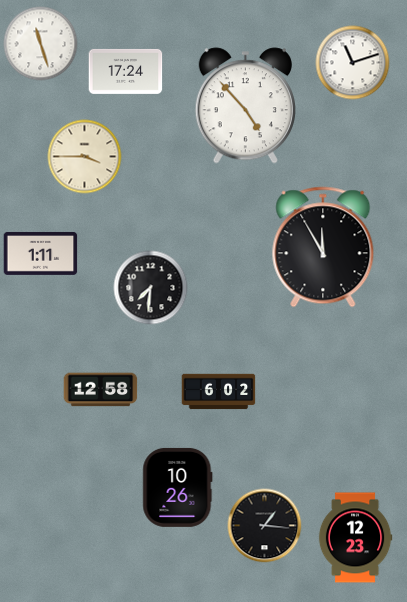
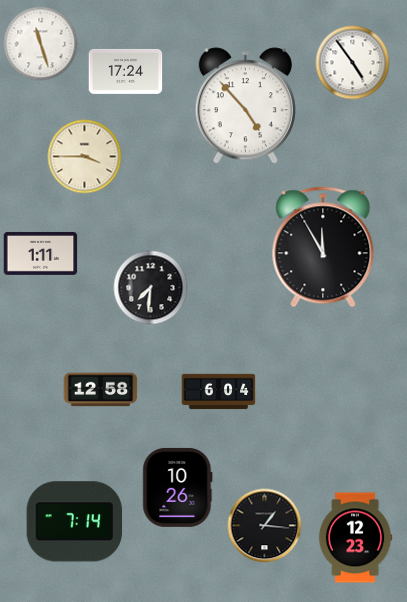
clock at (353, 63): 11:12 -> 4:54
clock at (219, 392): 6:02 -> 6:04
clock at (75, 522): none -> 7:14
